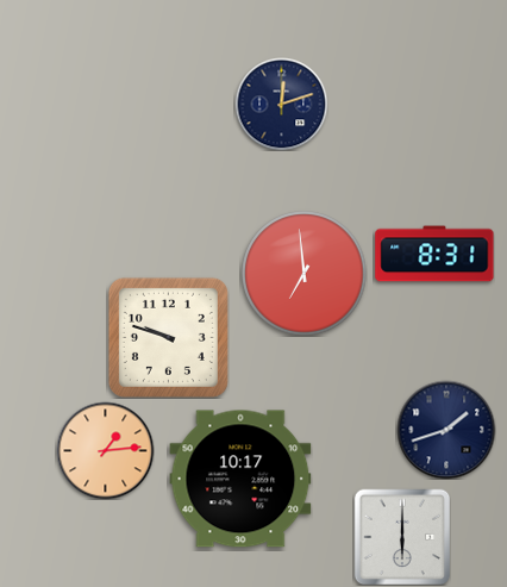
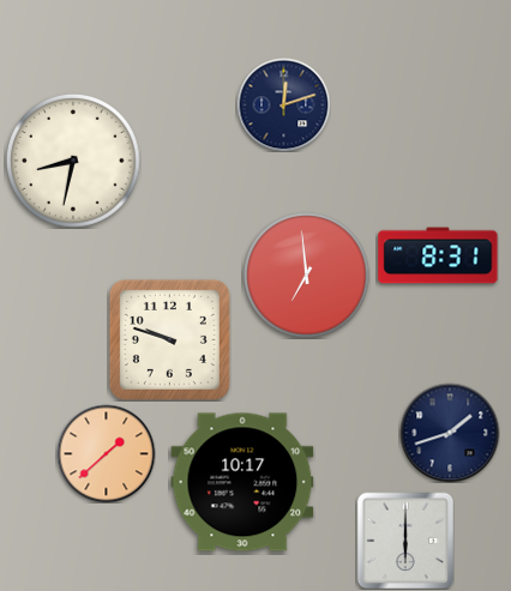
clock at (73, 161): none -> 8:32
clock at (105, 450): 1:14 -> 1:38
